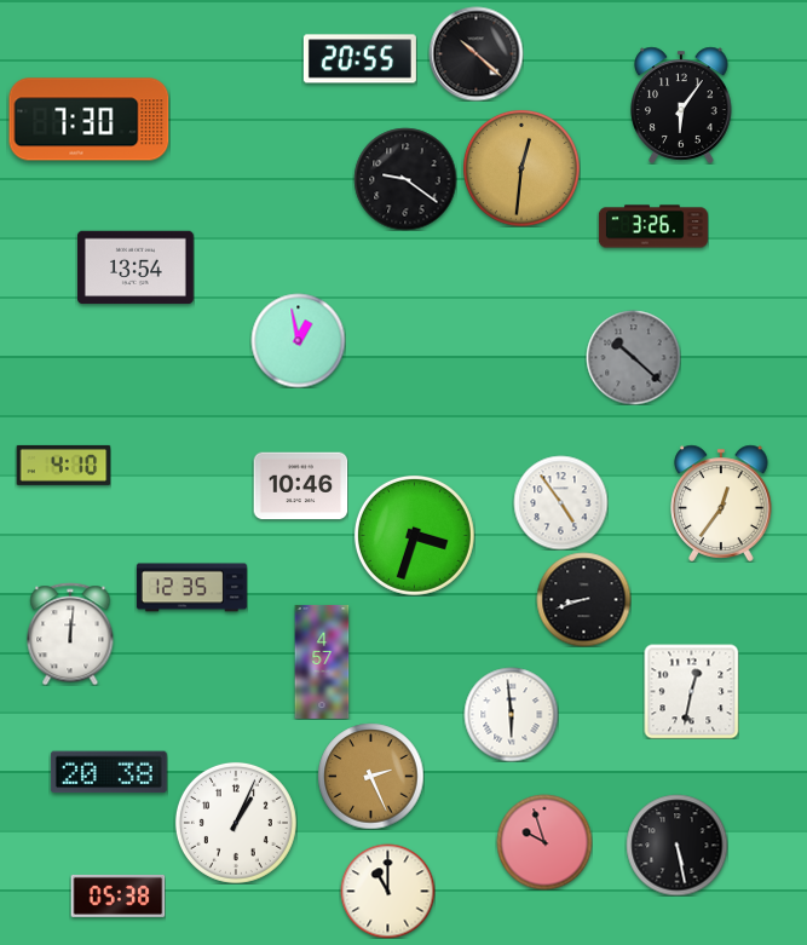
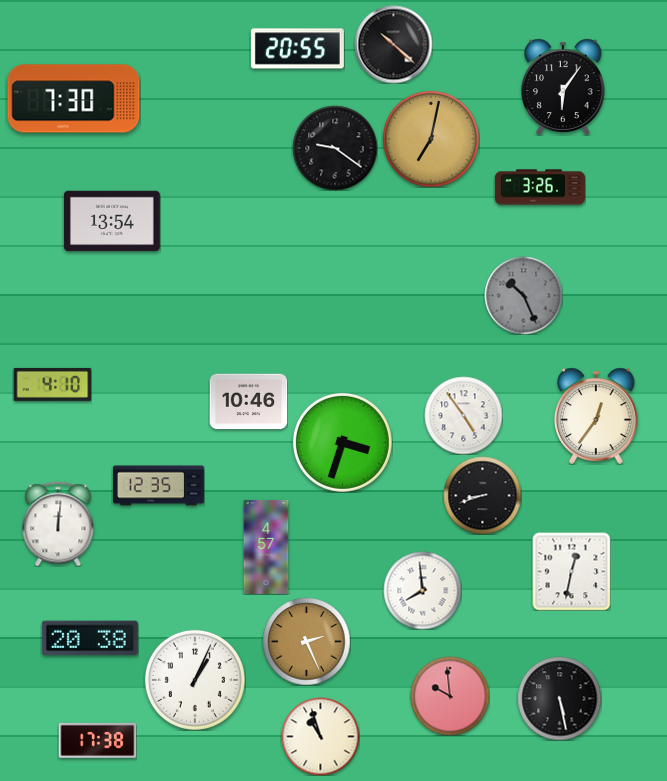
clock at (521, 168): 12:31 -> 7:02
clock at (298, 340): 12:58 -> none
clock at (633, 357): 10:22 -> 10:26
clock at (511, 714): 5:59 -> 7:59
clock at (544, 842): 9:57 -> 9:59
clock at (387, 891): 11:00 -> 10:57
clock at (117, 895): 05:38 -> 17:38
